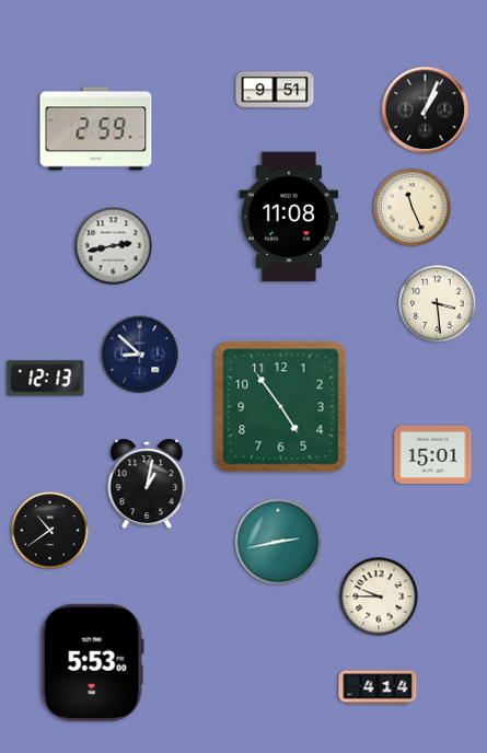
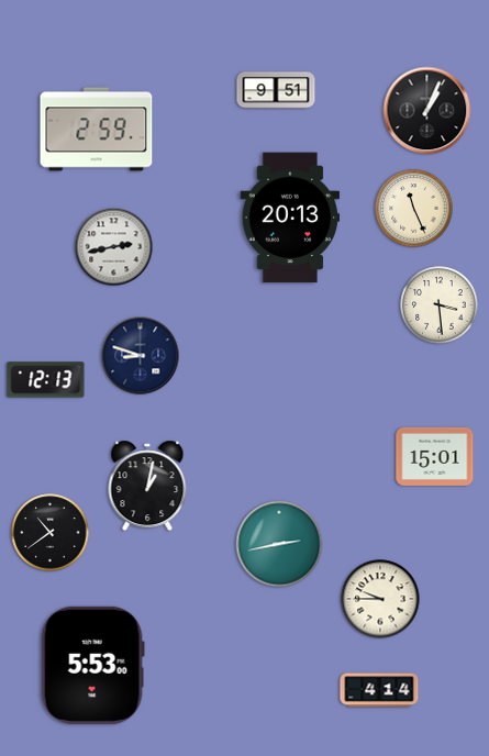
clock at (289, 217): 11:08 -> 20:13
clock at (140, 355): 8:52 -> 8:48
clock at (281, 407): 4:54 -> none
